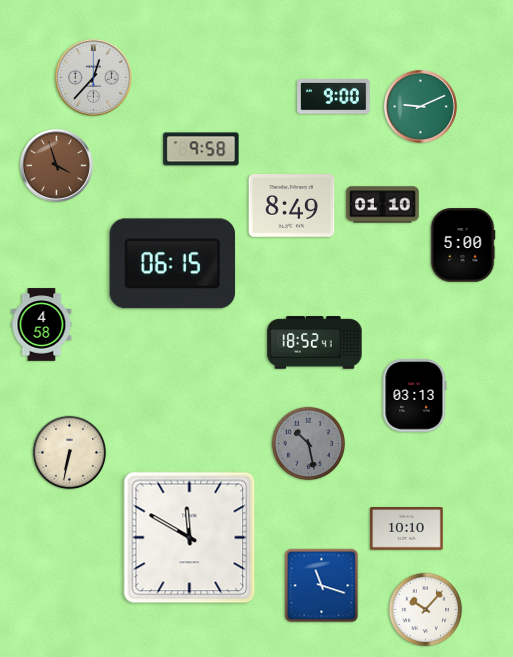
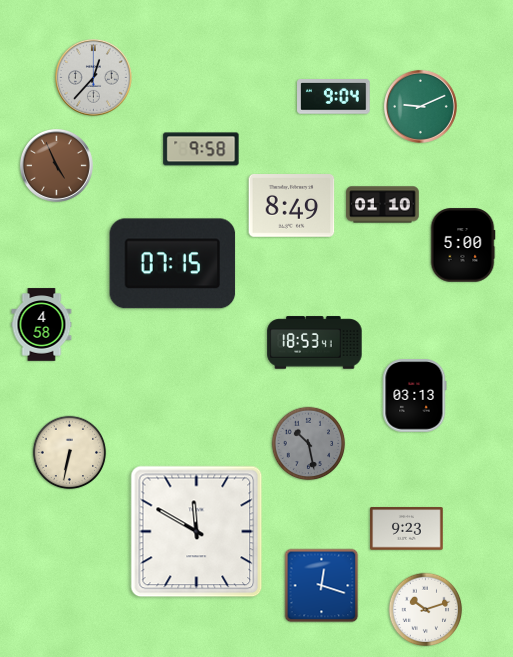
clock at (334, 97): 9:00 -> 9:04
clock at (56, 165): 3:57 -> 4:56
clock at (173, 264): 06:15 -> 07:15
clock at (315, 343): 18:52 -> 18:53
clock at (407, 529): 10:10 -> 9:23
clock at (190, 538) position: (190, 538) -> (197, 532)
clock at (322, 586): 11:18 -> 12:18
clock at (426, 610): 10:07 -> 10:12
